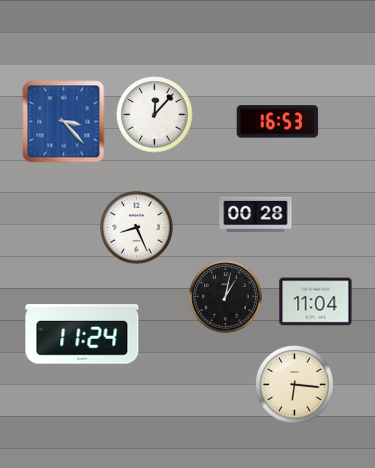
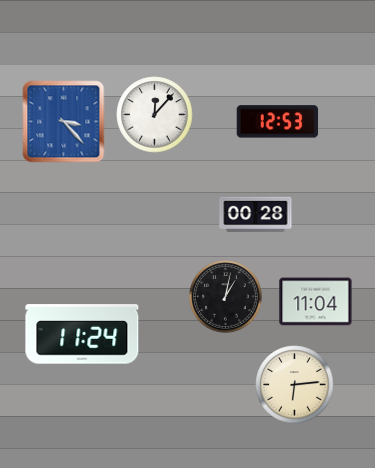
clock at (278, 122): 16:53 -> 12:53
clock at (137, 228): 8:26 -> none
clock at (295, 385): 6:16 -> 6:14
